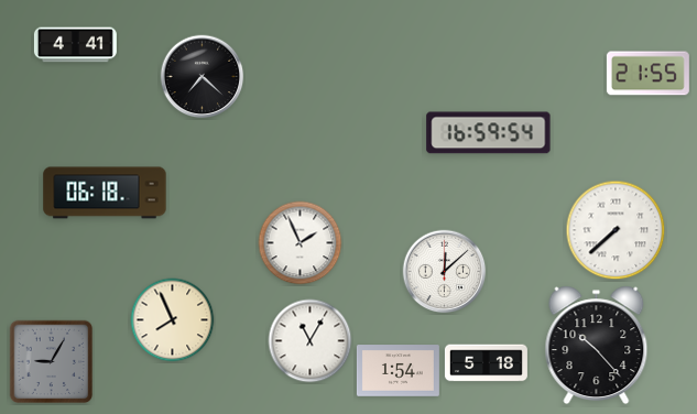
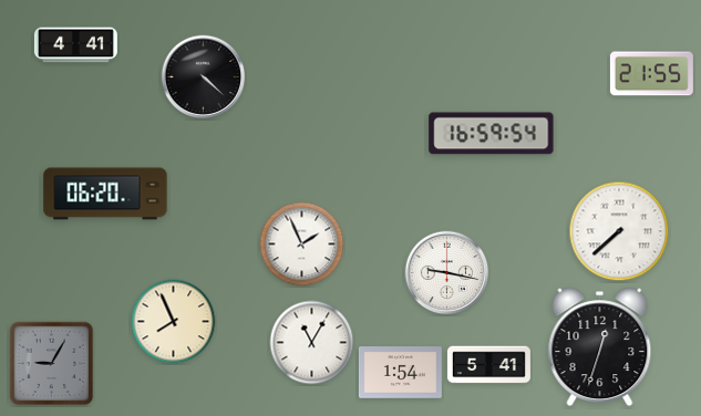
clock at (203, 77): 7:22 -> 4:22
clock at (105, 193): 06:18 -> 06:20
clock at (445, 272): 12:08 -> 9:17
clock at (597, 346): 10:23 -> 12:33
clock at (486, 363): 5:18 -> 5:41
